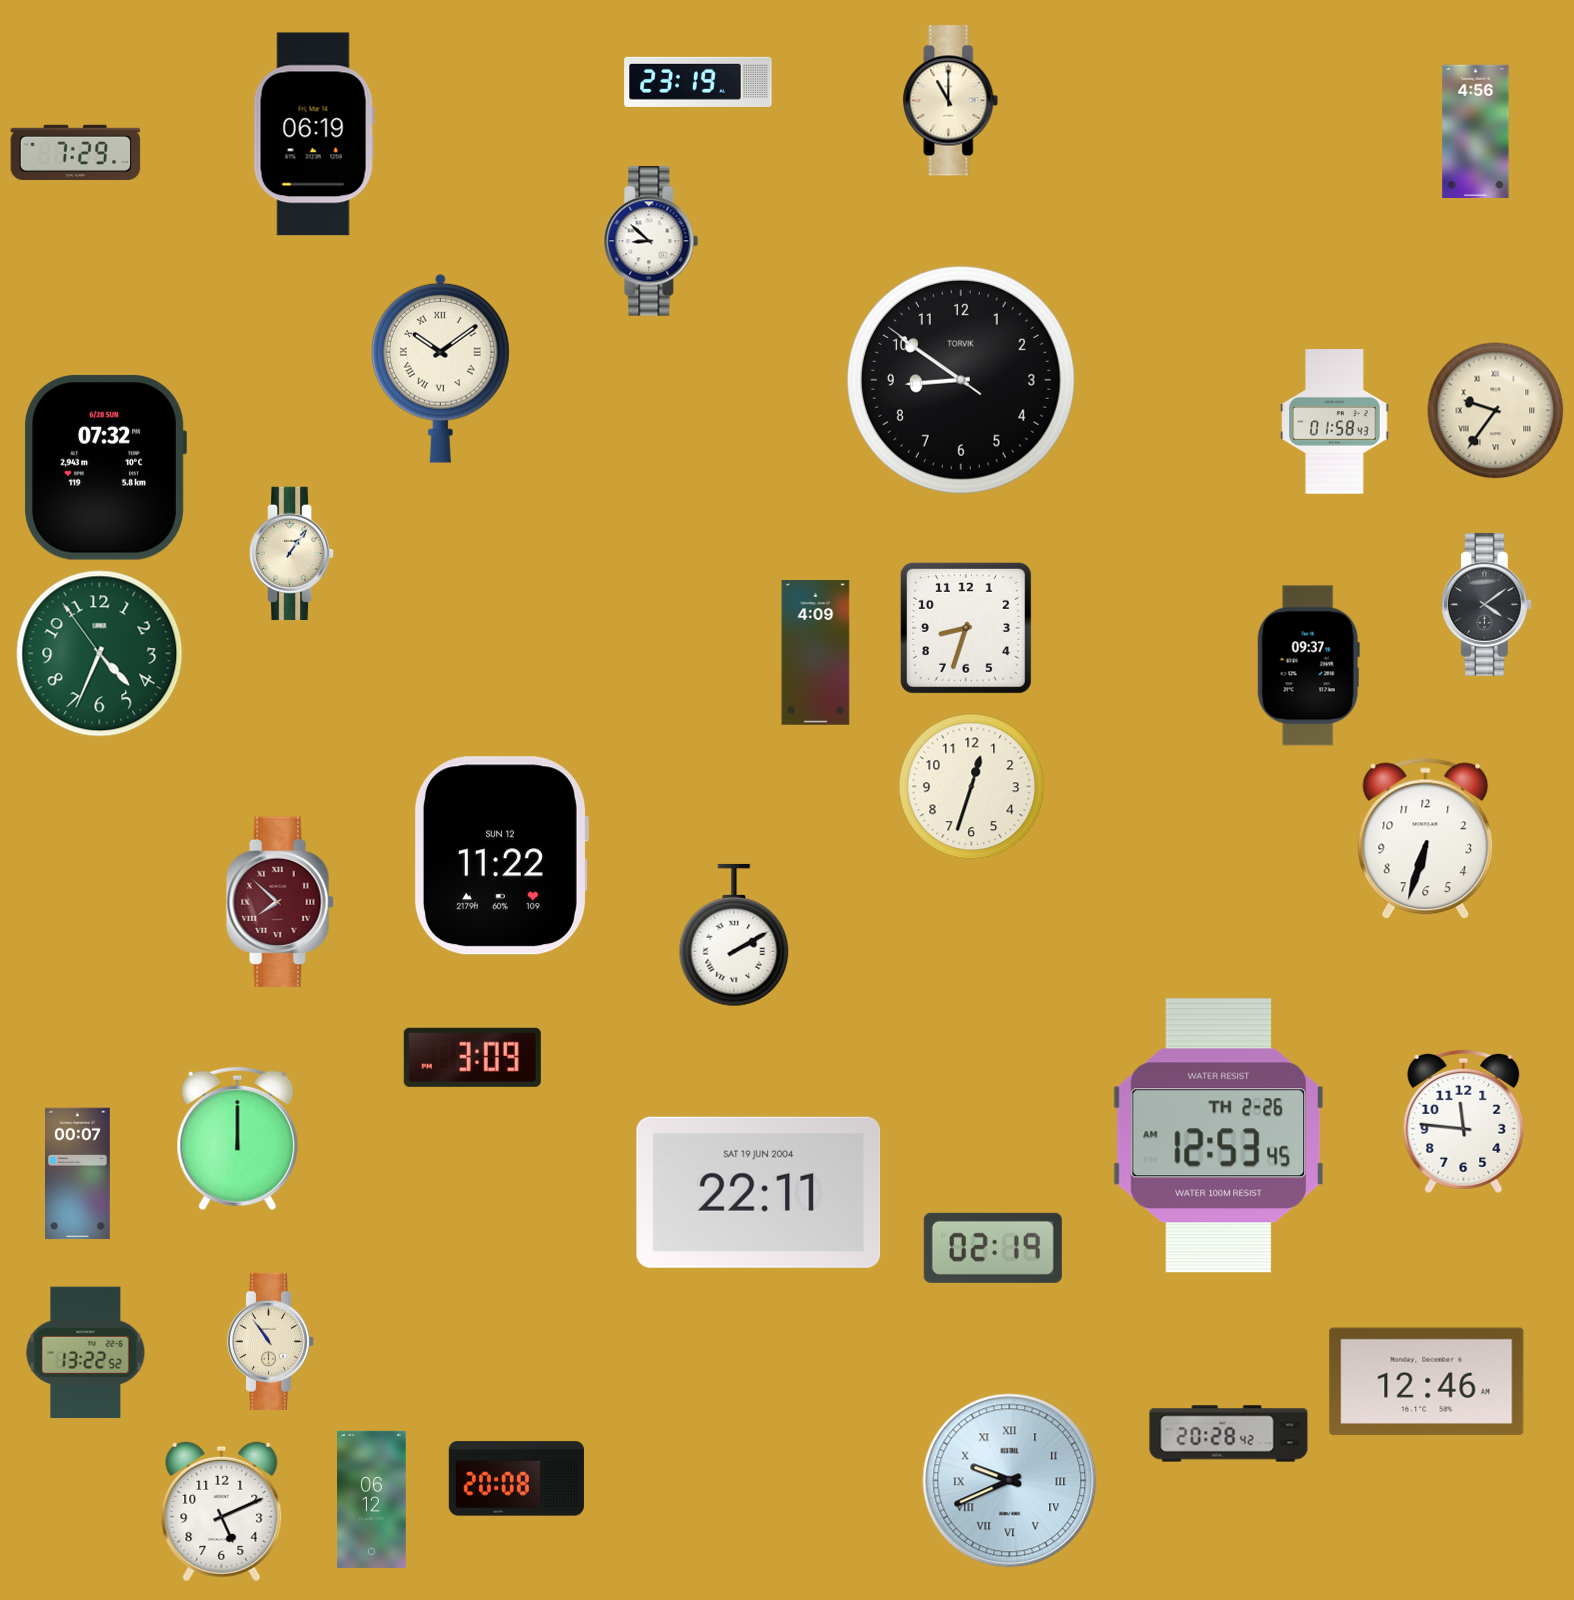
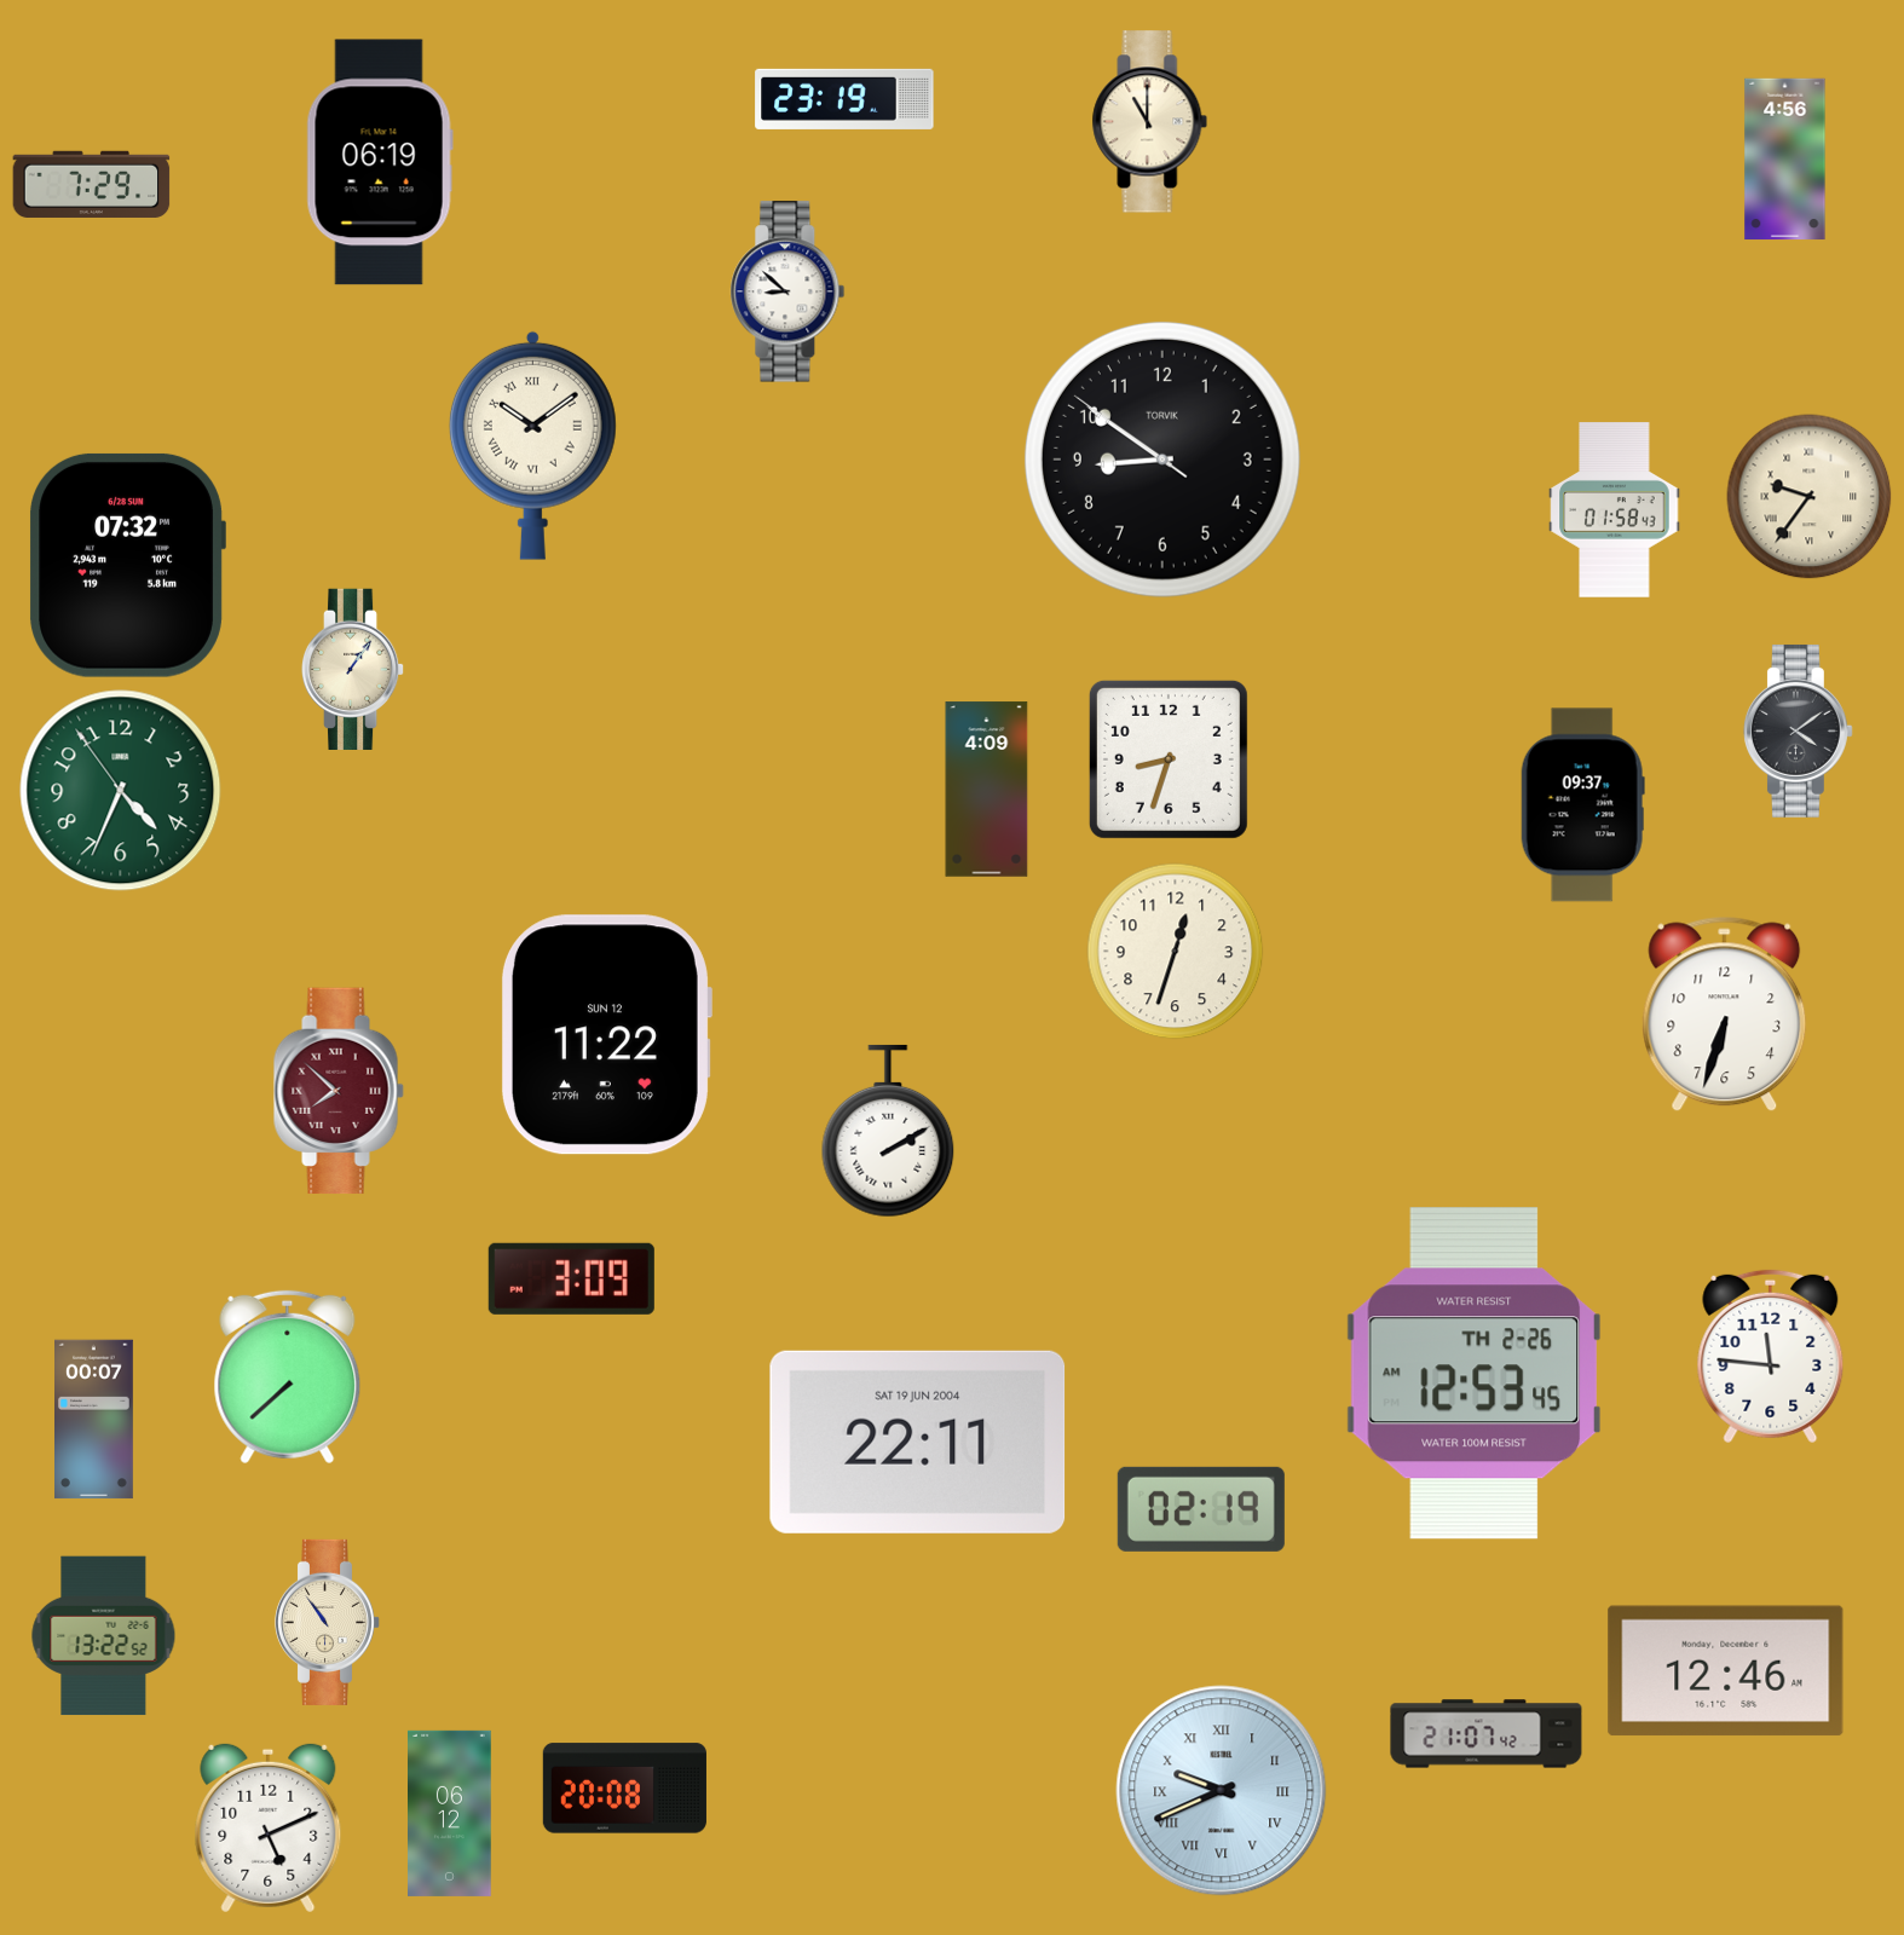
clock at (238, 1139): 12:00 -> 7:38
clock at (1229, 1434): 20:28 -> 21:07
